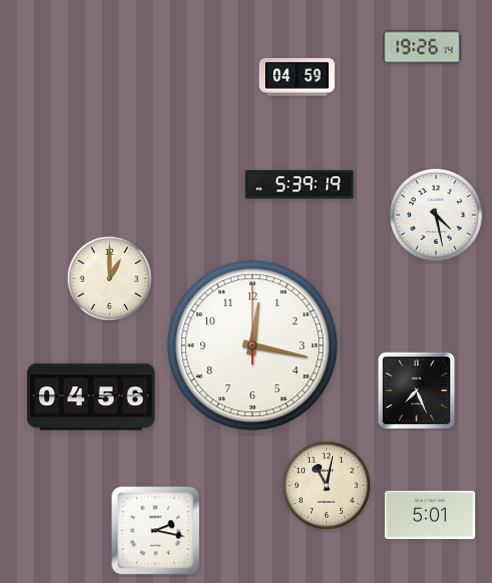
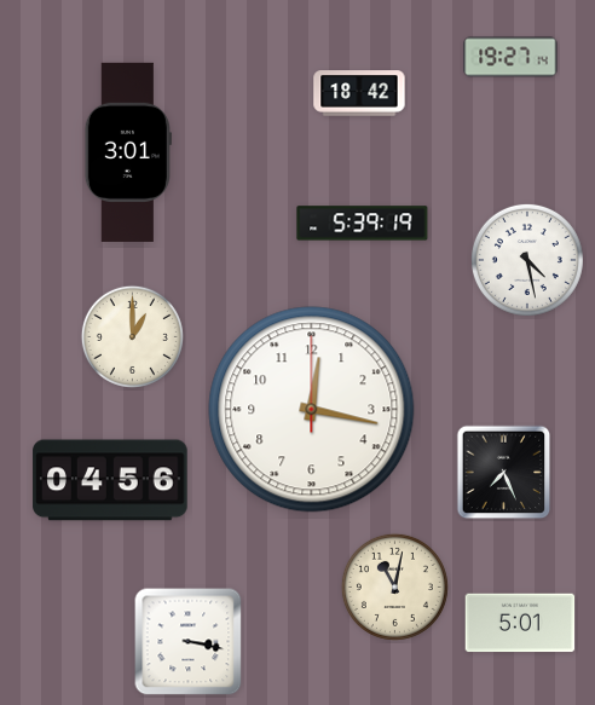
clock at (422, 47): 19:26 -> 19:27
clock at (297, 77): 04:59 -> 18:42
clock at (128, 152): none -> 3:01
clock at (253, 346) position: (253, 346) -> (312, 410)
clock at (156, 531): 2:17 -> 3:17
